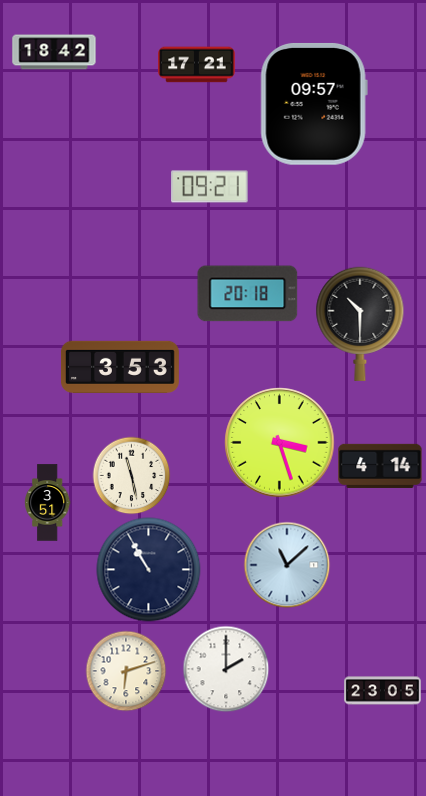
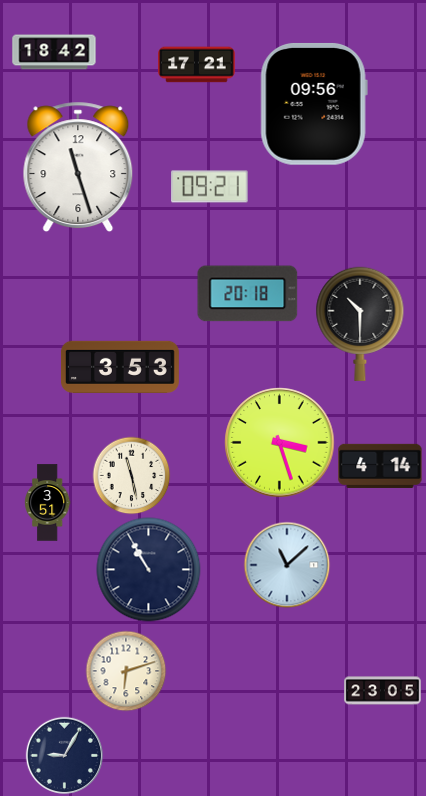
clock at (314, 104): 09:57 -> 09:56
clock at (78, 167): none -> 11:27
clock at (226, 669): 2:00 -> none
clock at (64, 755): none -> 9:05
